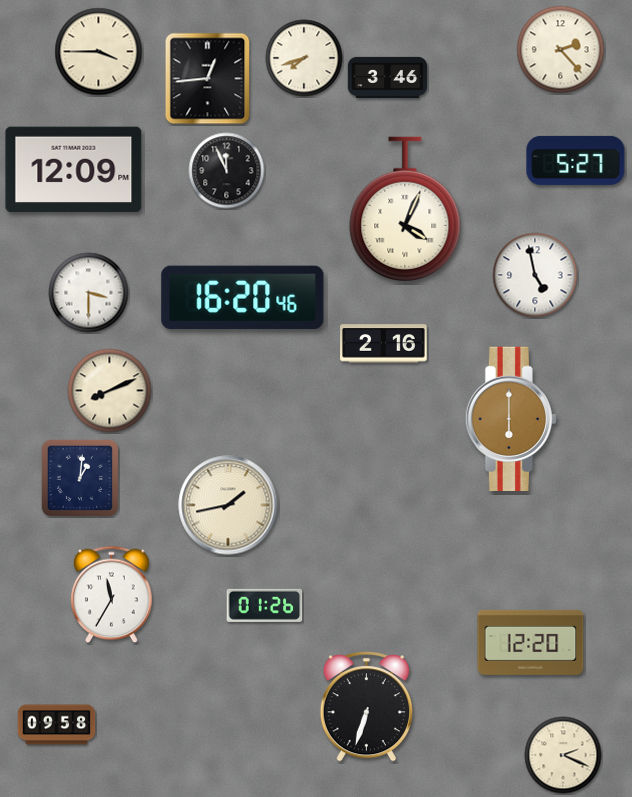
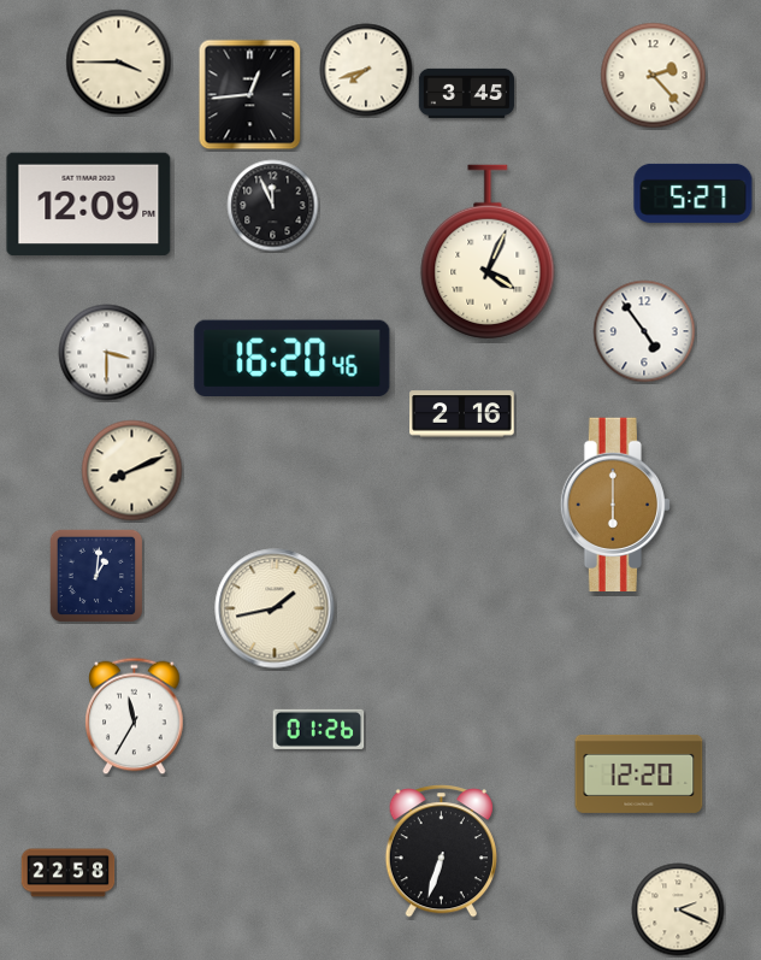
clock at (561, 50) position: (561, 50) -> (654, 76)
clock at (388, 77): 3:46 -> 3:45
clock at (535, 275): 4:58 -> 4:54
clock at (57, 725): 09:58 -> 22:58
